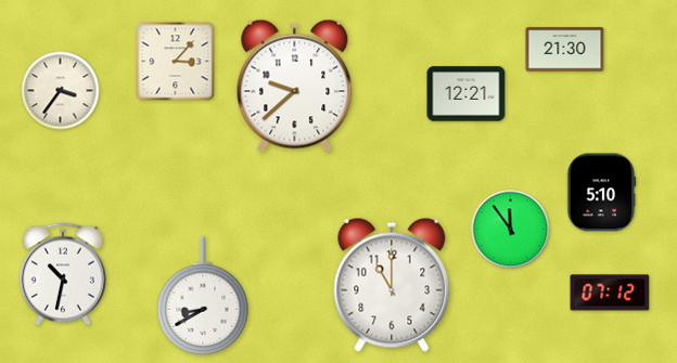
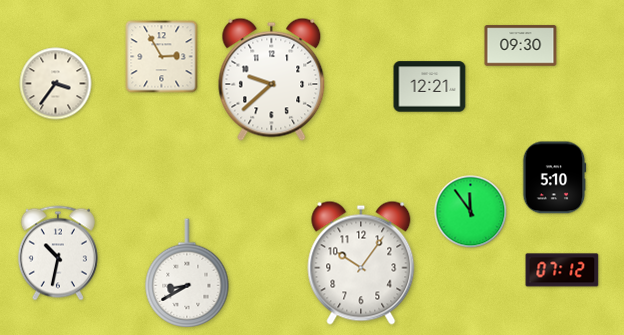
clock at (565, 50): 21:30 -> 09:30
clock at (176, 62): 3:07 -> 2:55
clock at (392, 285): 11:00 -> 10:06
